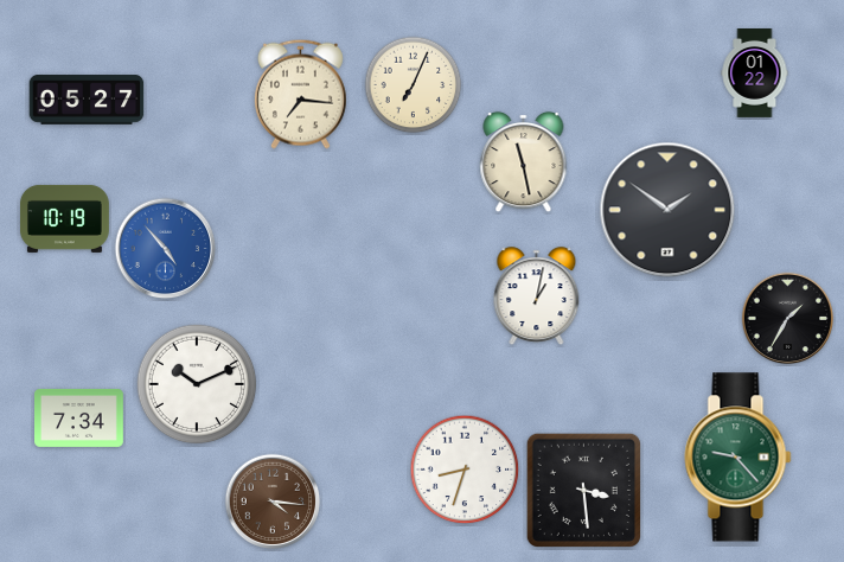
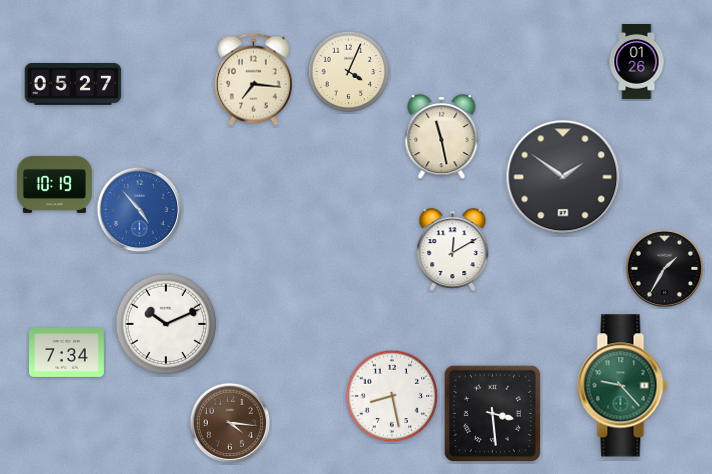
clock at (755, 74): 01:22 -> 01:26
clock at (414, 85): 7:04 -> 4:04
clock at (537, 296): 1:02 -> 12:10
clock at (465, 470): 8:33 -> 8:28
